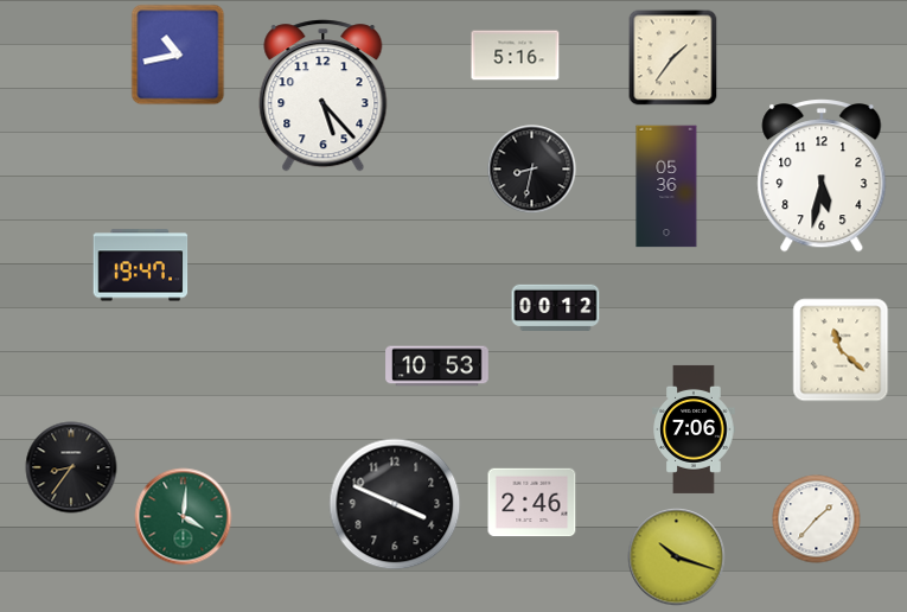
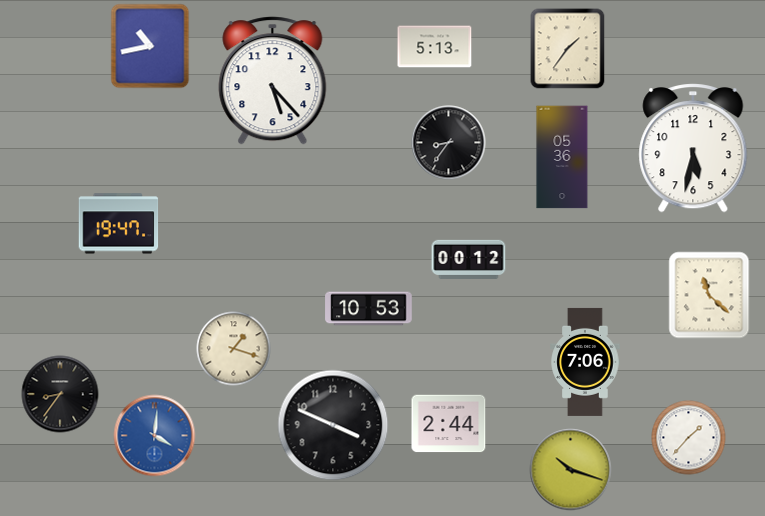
clock at (516, 56): 5:16 -> 5:13
clock at (532, 170): 8:32 -> 8:36
clock at (234, 349): none -> 1:18
clock at (532, 503): 2:46 -> 2:44
clock at (184, 517) dial: green -> blue
